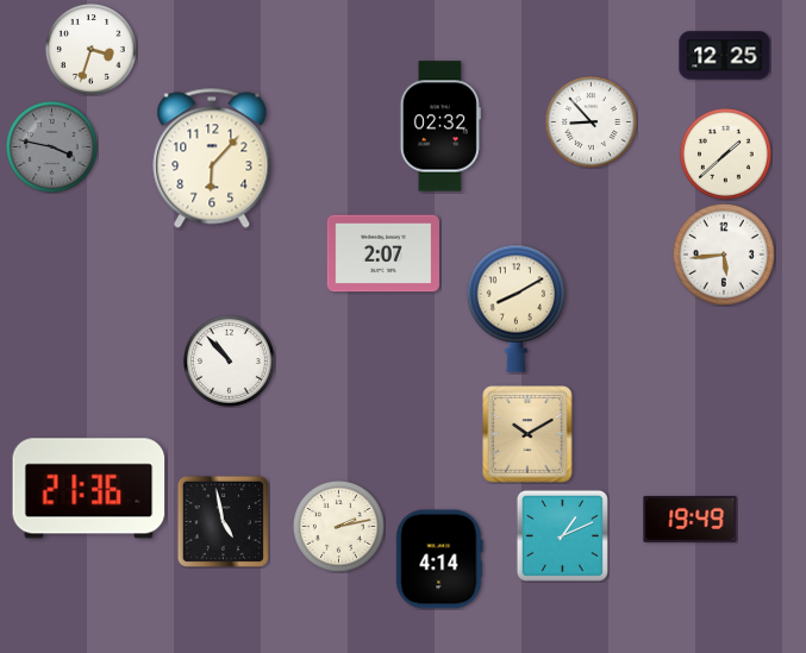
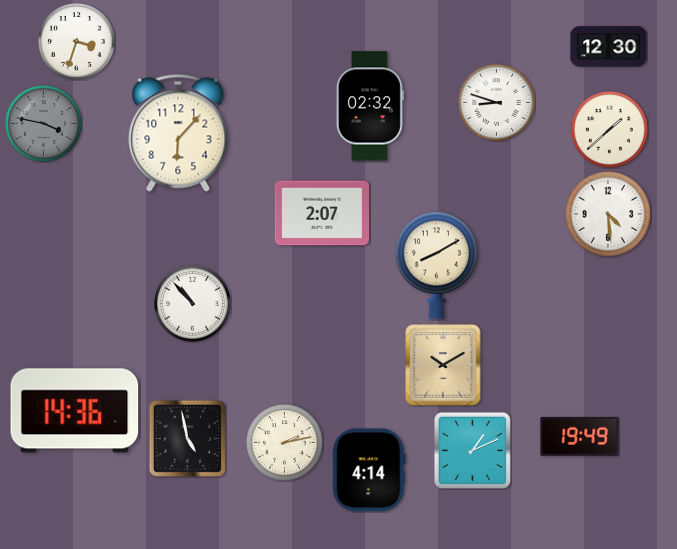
clock at (725, 56): 12:25 -> 12:30
clock at (591, 121): 8:53 -> 8:48
clock at (724, 255): 5:44 -> 4:29
clock at (516, 308) position: (516, 308) -> (436, 265)
clock at (89, 489): 21:36 -> 14:36
